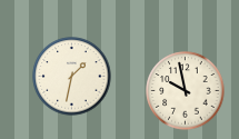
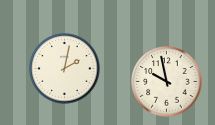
clock at (72, 77): 1:32 -> 2:02
